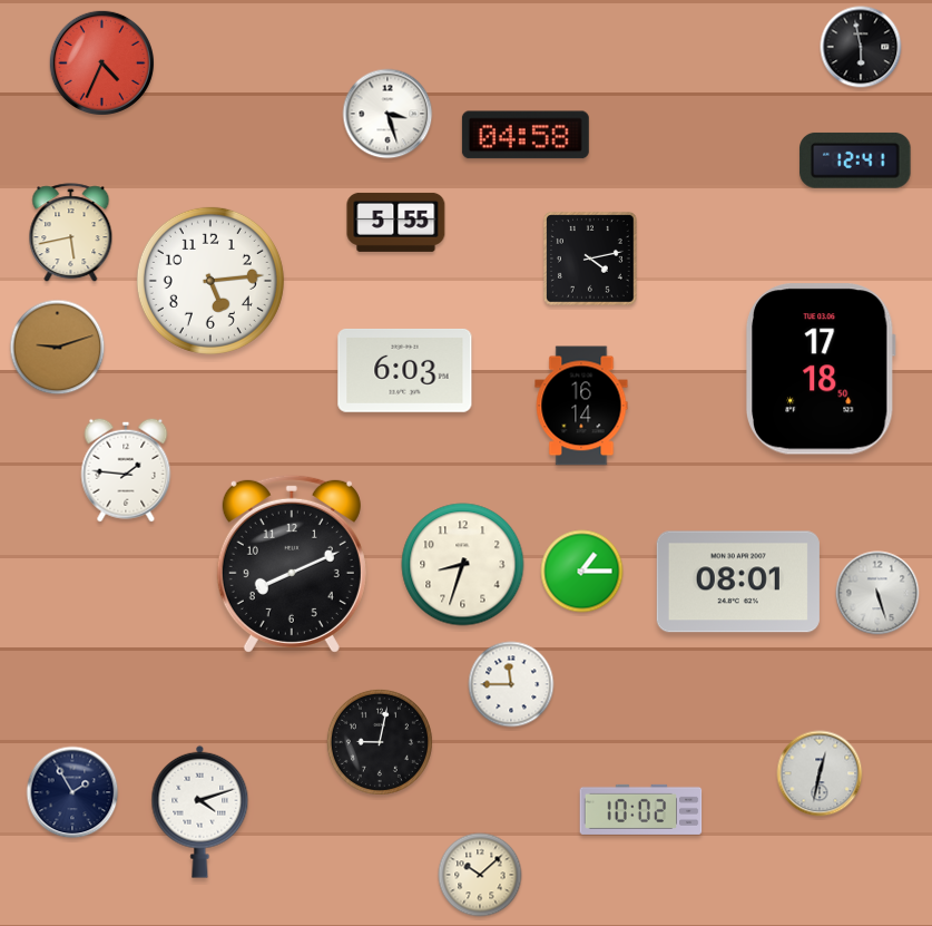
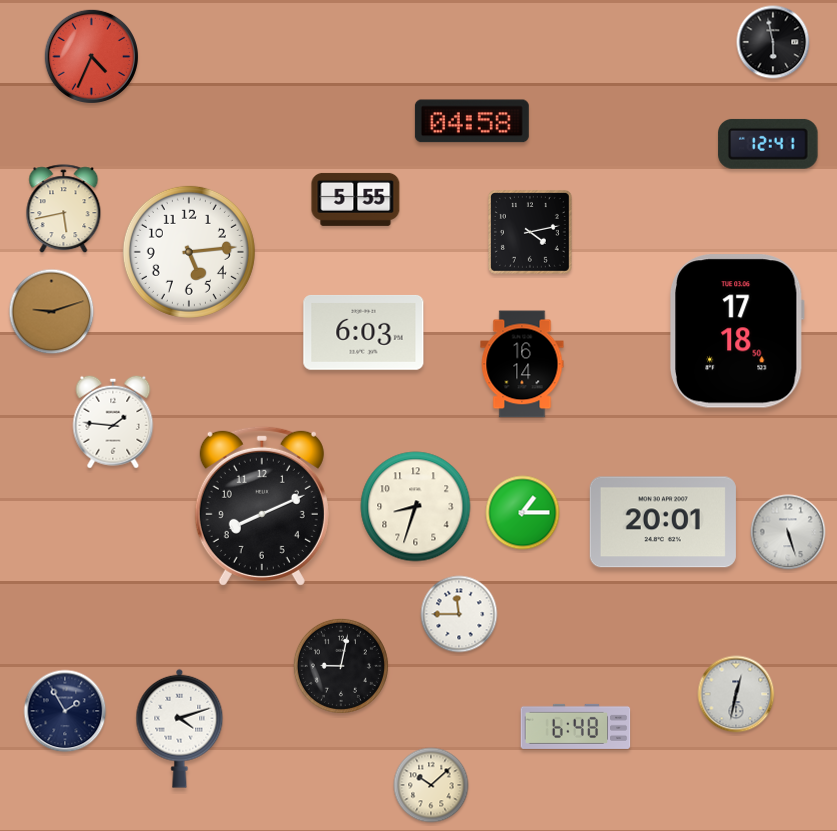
clock at (387, 114): 3:27 -> none
clock at (738, 582): 08:01 -> 20:01
clock at (641, 809): 10:02 -> 6:48
